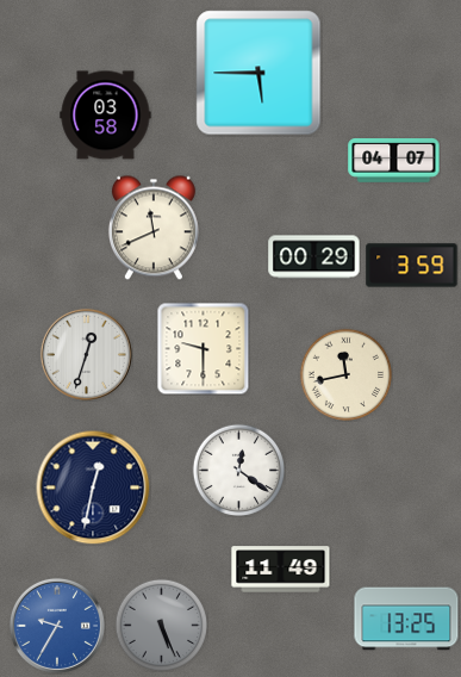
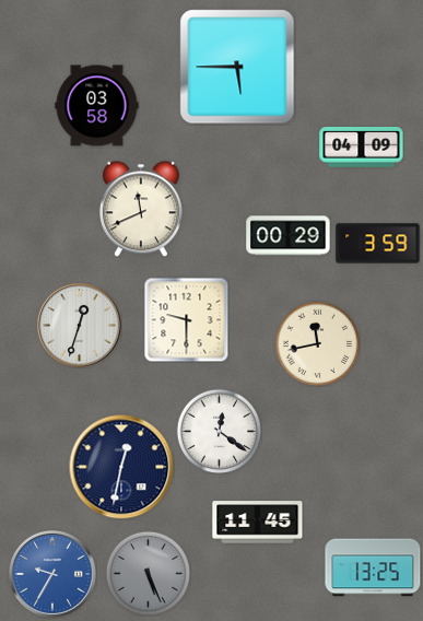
clock at (394, 161): 04:07 -> 04:09
clock at (93, 487) position: (93, 487) -> (121, 467)
clock at (281, 570): 11:49 -> 11:45
